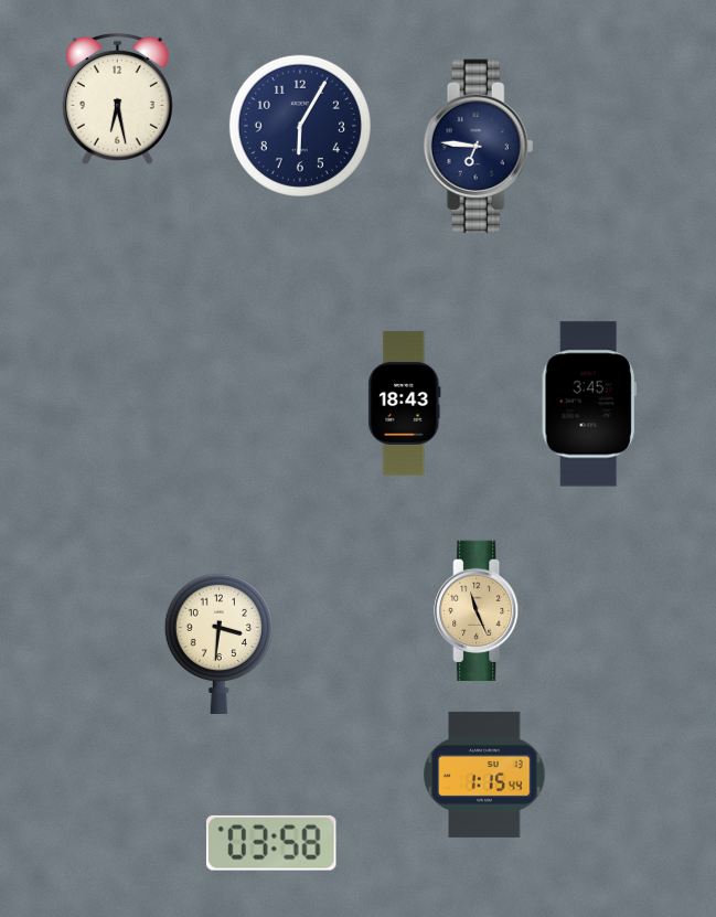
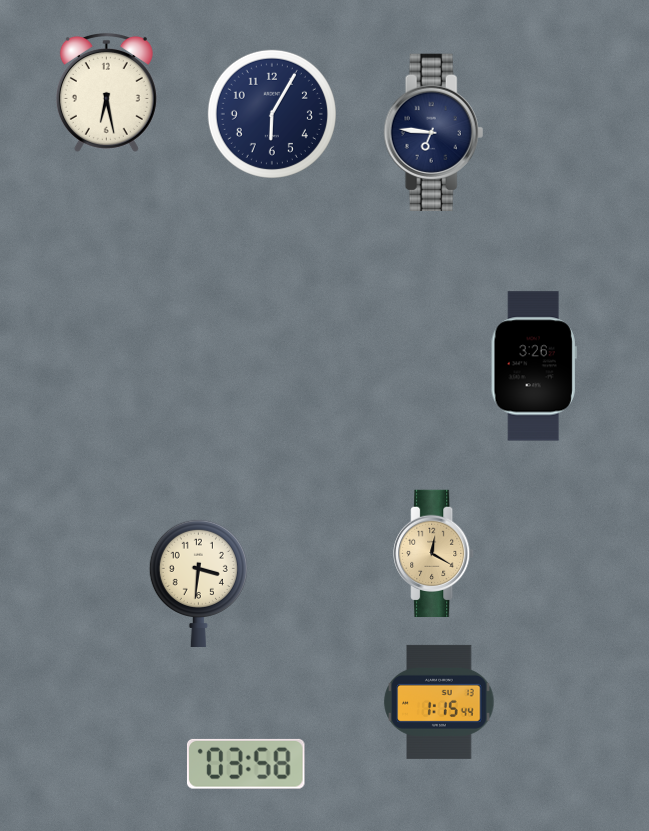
clock at (117, 98) position: (117, 98) -> (106, 92)
clock at (405, 403): 18:43 -> none
clock at (589, 404): 3:45 -> 3:26
clock at (479, 611): 11:26 -> 12:20
